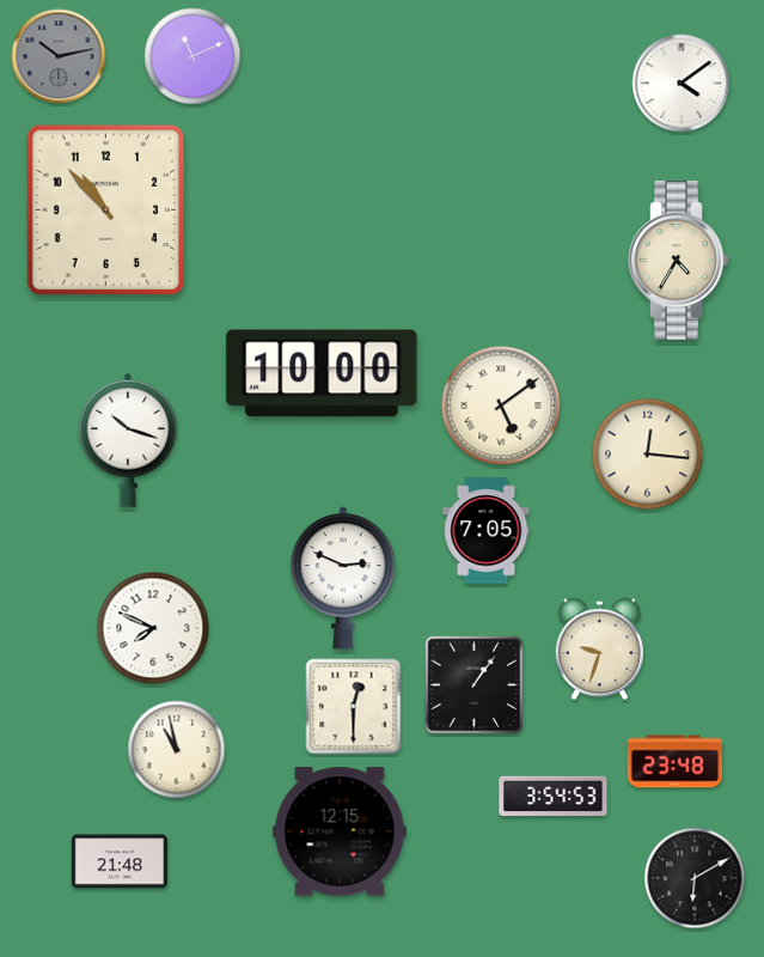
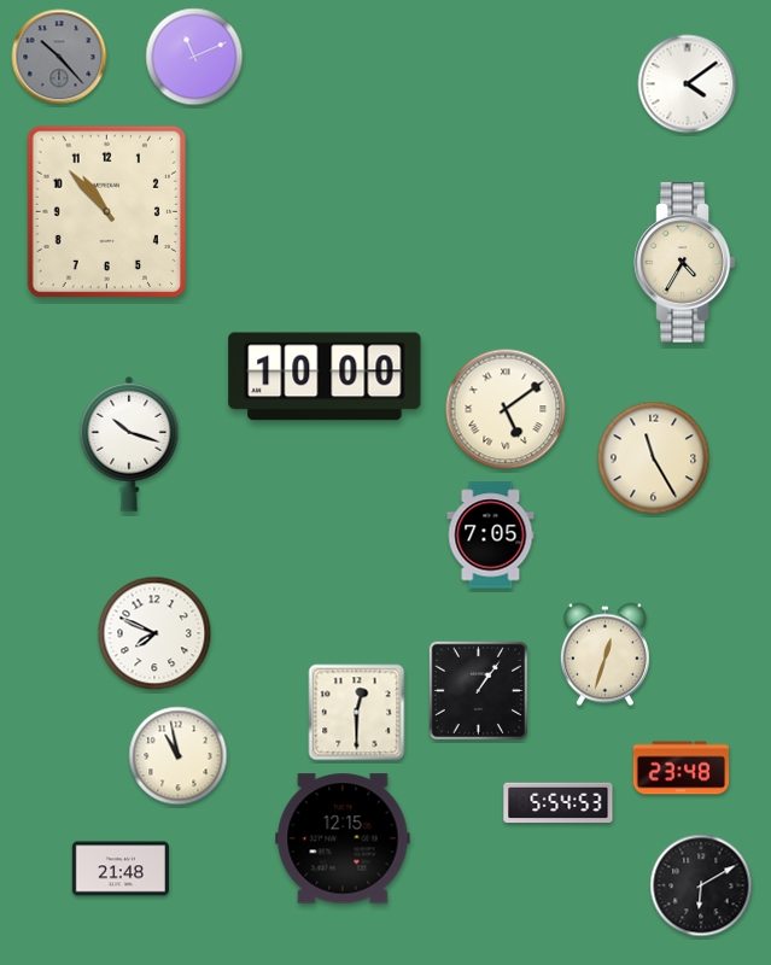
clock at (59, 56): 10:13 -> 10:23
clock at (648, 455): 12:16 -> 11:25
clock at (343, 578): 2:49 -> none
clock at (599, 650): 9:33 -> 12:33
clock at (554, 797): 3:54 -> 5:54
